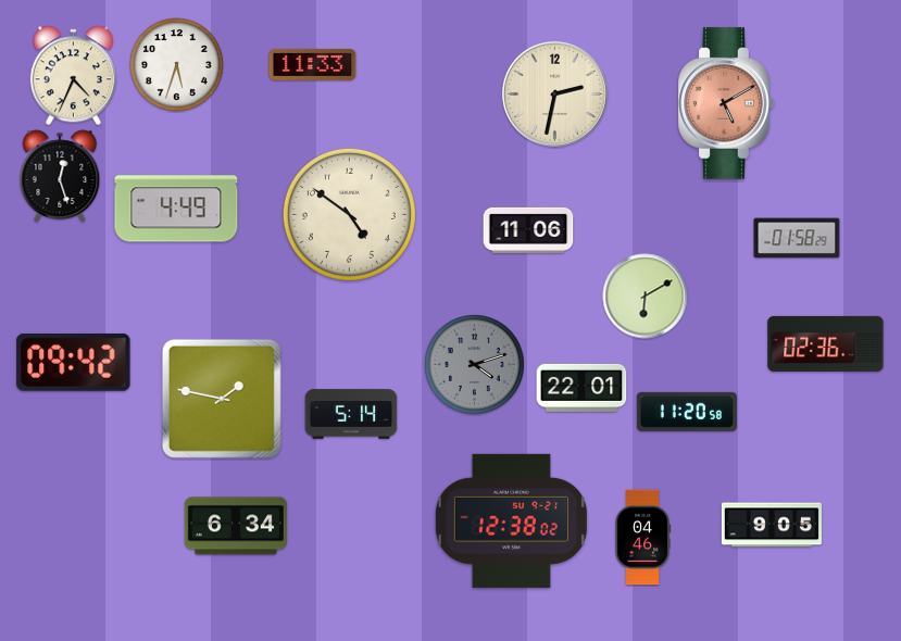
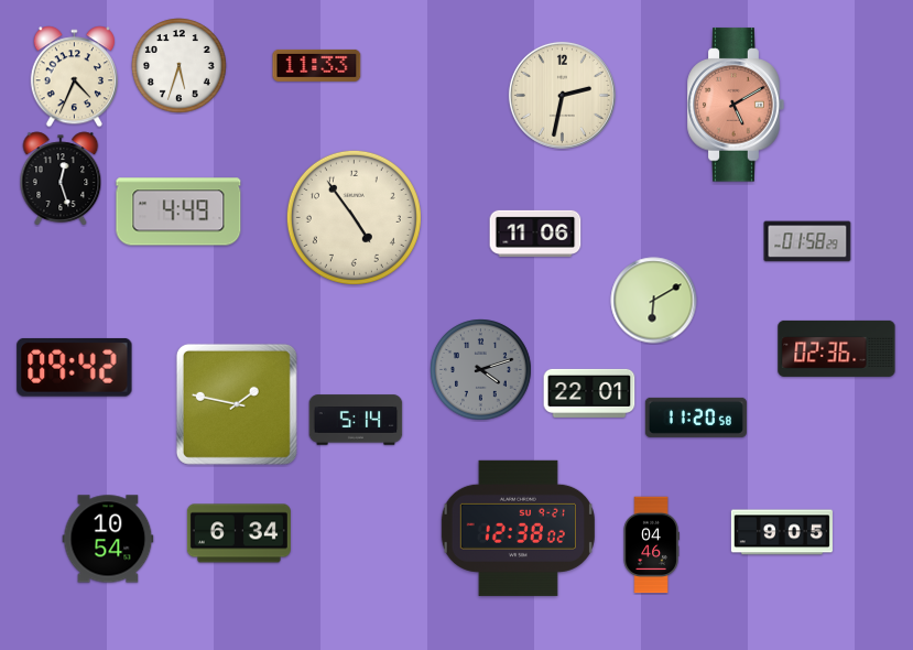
clock at (349, 214): 4:51 -> 4:54
clock at (222, 399) position: (222, 399) -> (237, 404)
clock at (108, 539): none -> 10:54
